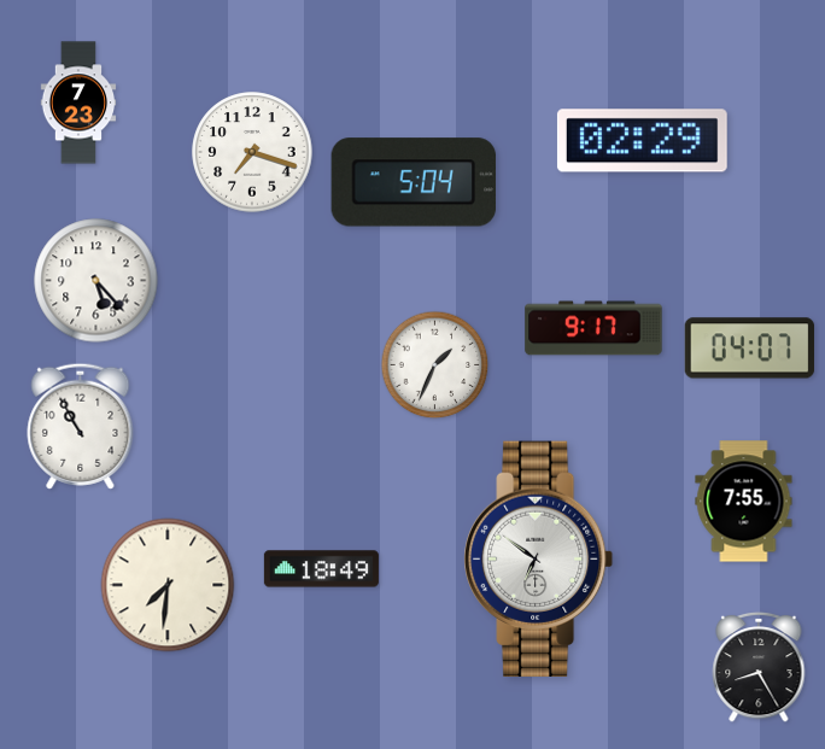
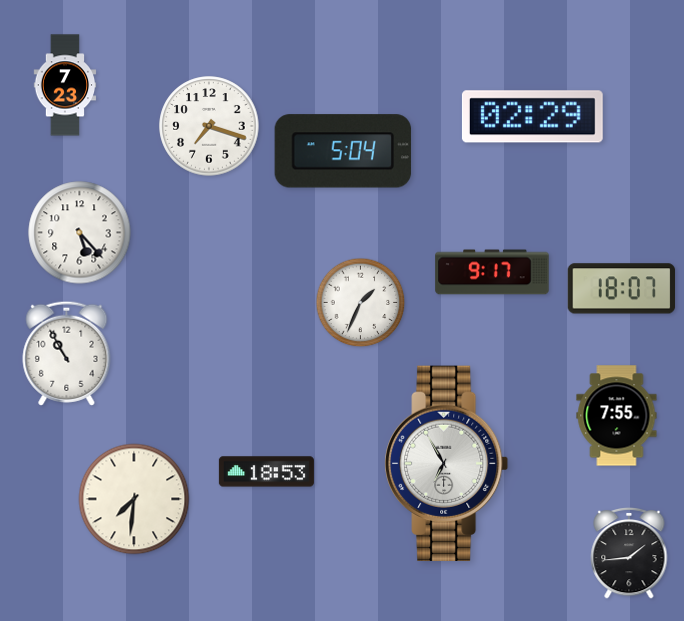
clock at (750, 349): 04:07 -> 18:07
clock at (539, 558): 6:51 -> 6:55
clock at (321, 569): 18:49 -> 18:53
clock at (168, 585) position: (168, 585) -> (134, 499)
clock at (759, 667): 8:25 -> 1:44
